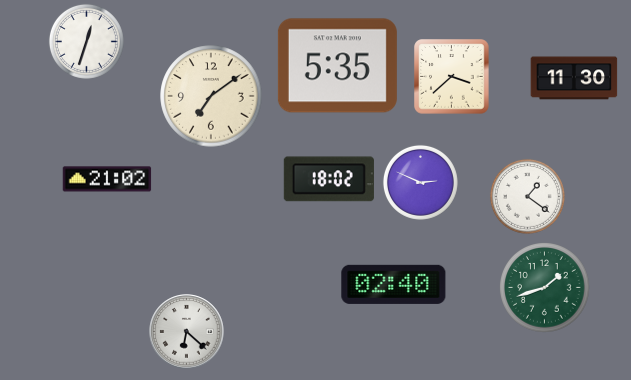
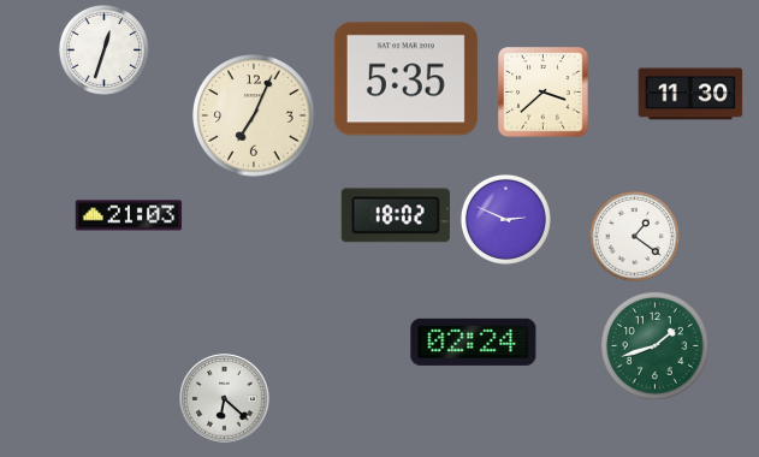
clock at (211, 96): 7:09 -> 7:04
clock at (107, 179): 21:02 -> 21:03
clock at (394, 284): 02:40 -> 02:24
